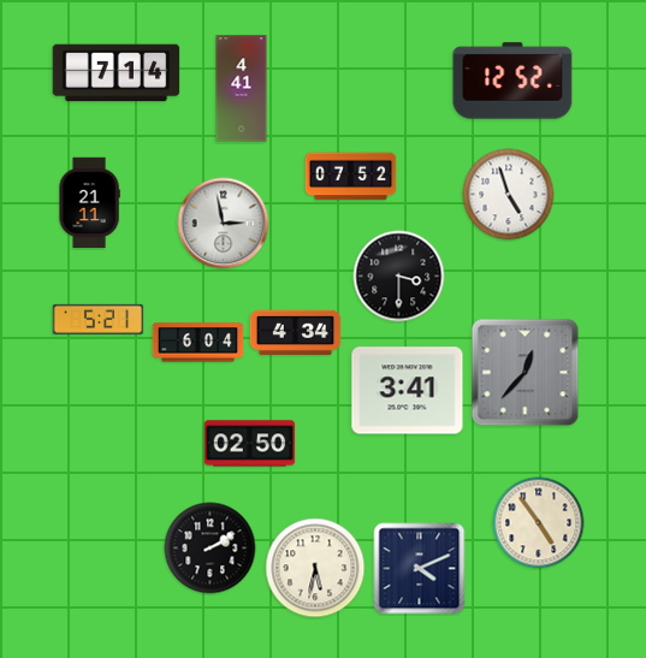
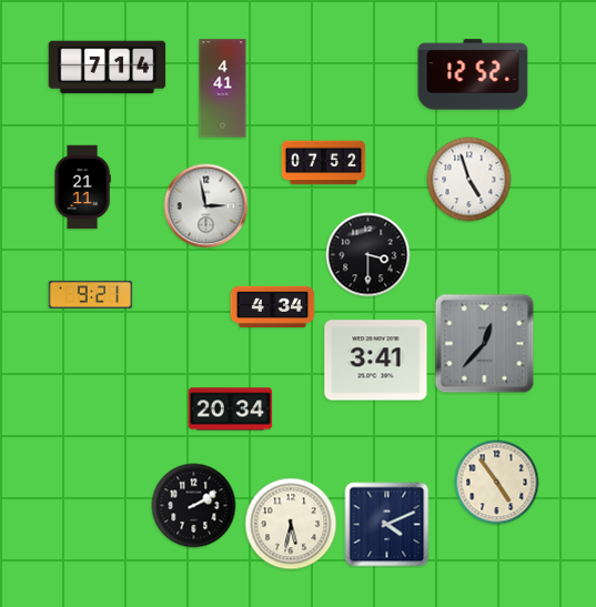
clock at (242, 89) position: (242, 89) -> (223, 89)
clock at (99, 319): 5:21 -> 9:21
clock at (198, 343): 6:04 -> none
clock at (250, 444): 02:50 -> 20:34
